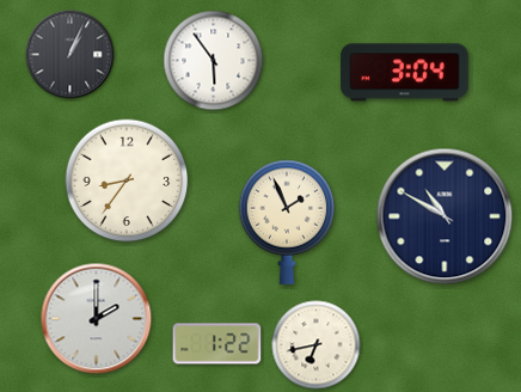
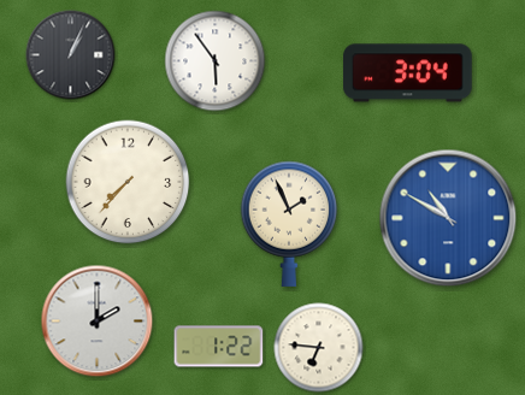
clock at (127, 180): 8:36 -> 7:37
clock at (445, 216) dial: navy -> blue
clock at (317, 345): 6:43 -> 6:46
